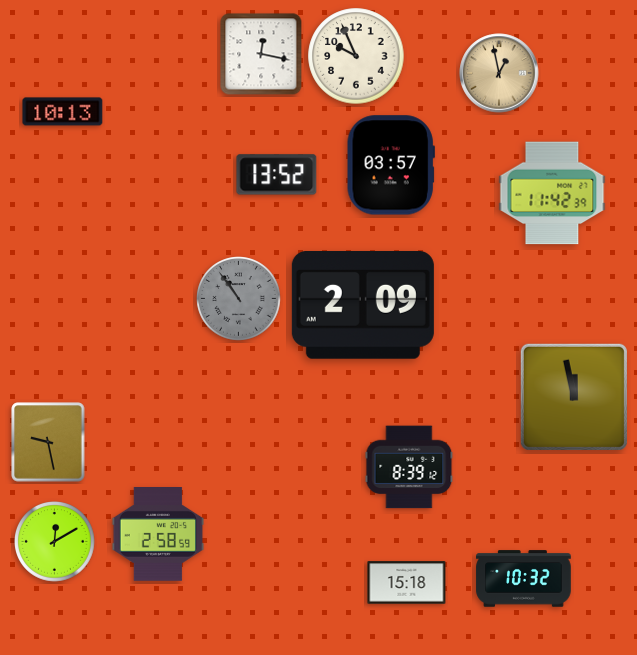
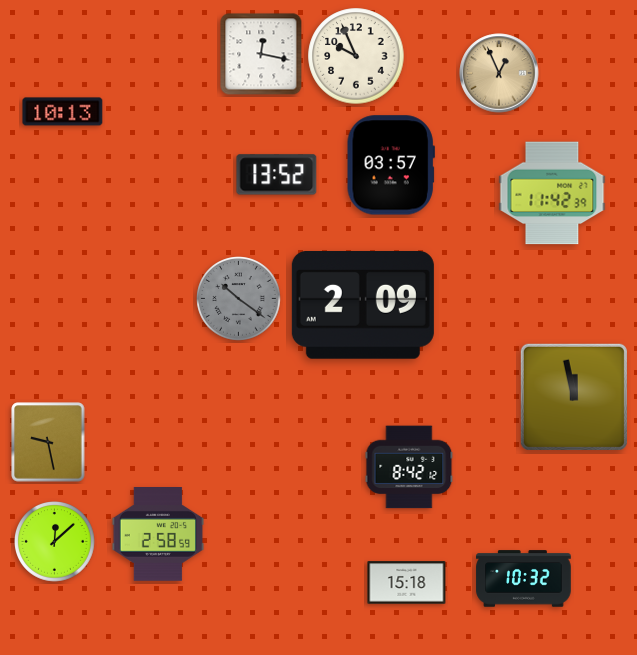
clock at (499, 73): 12:58 -> 12:56
clock at (239, 299): 10:54 -> 10:21
clock at (409, 467): 8:39 -> 8:42
clock at (55, 542): 12:10 -> 12:08
